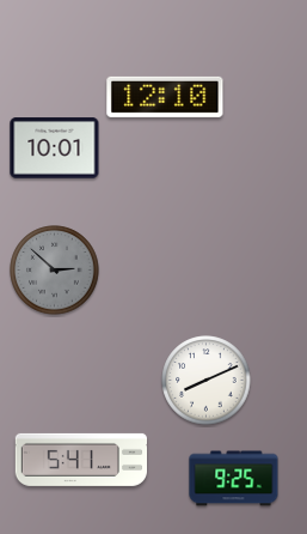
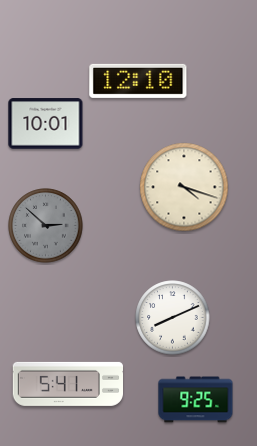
clock at (184, 187): none -> 4:18
